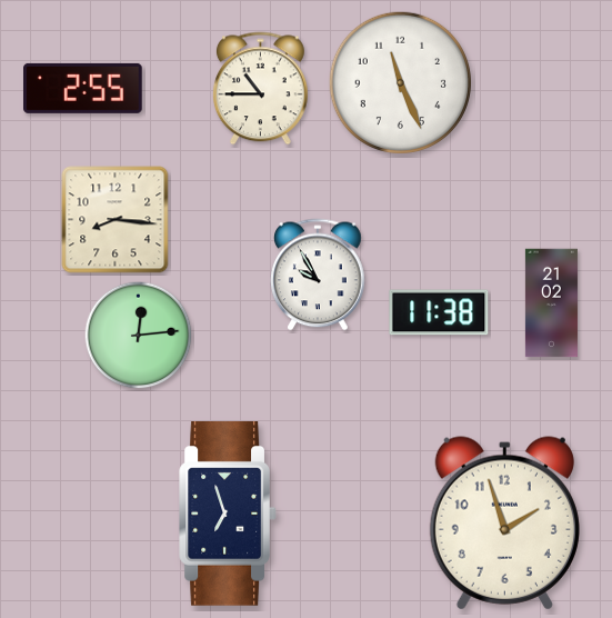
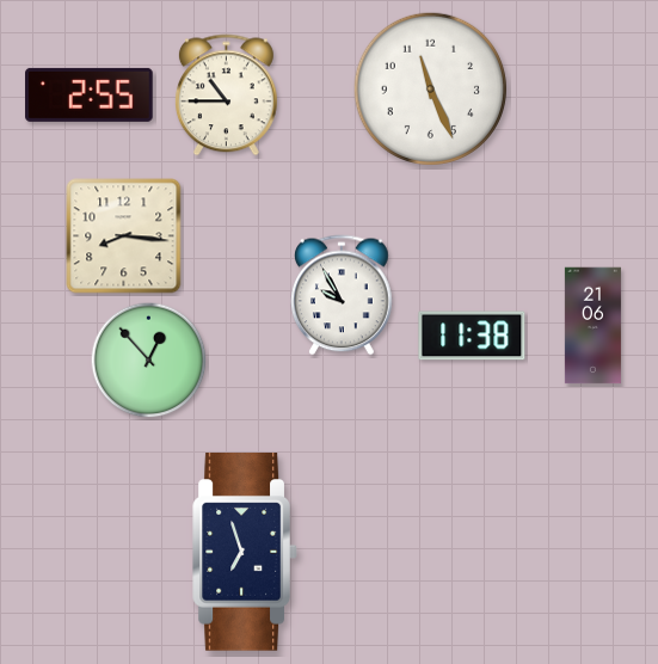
clock at (260, 89) position: (260, 89) -> (226, 96)
clock at (551, 303): 21:02 -> 21:06
clock at (139, 336): 12:14 -> 12:53
clock at (504, 524): 1:57 -> none
